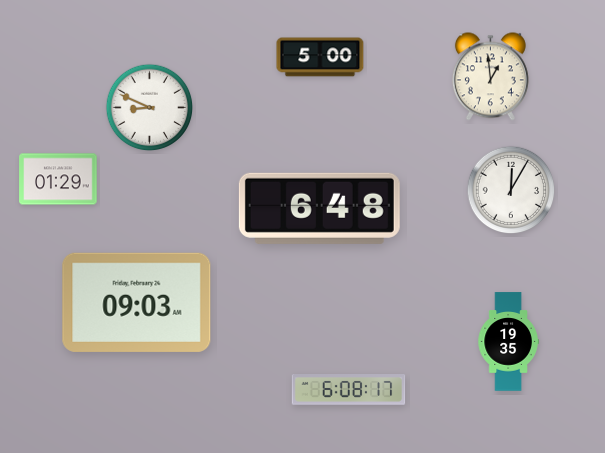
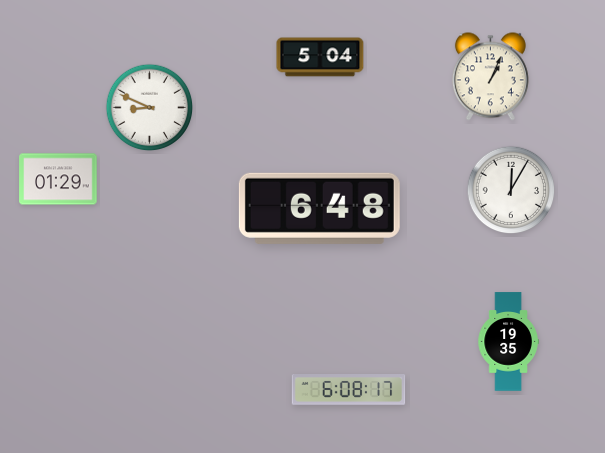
clock at (320, 57): 5:00 -> 5:04
clock at (490, 77): 12:59 -> 1:04
clock at (137, 302): 09:03 -> none
